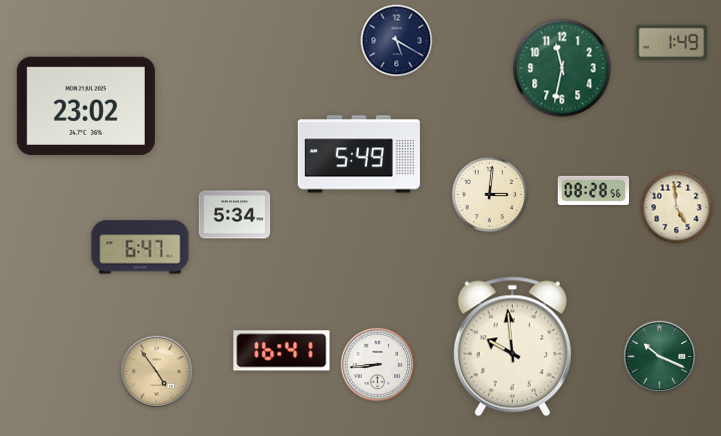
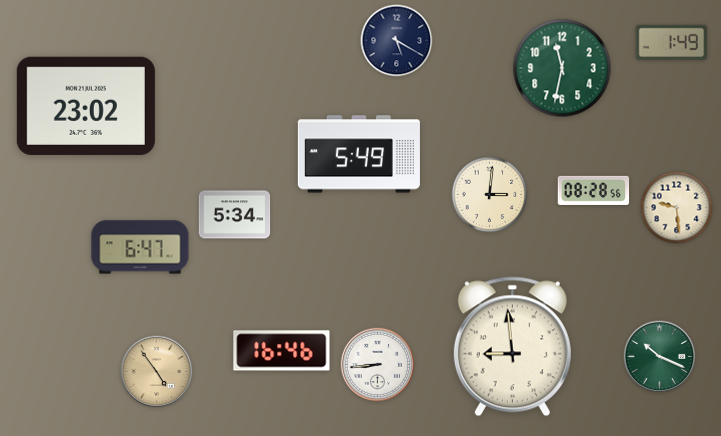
clock at (677, 208): 4:59 -> 9:29
clock at (512, 347): 9:59 -> 8:59
clock at (282, 351): 16:41 -> 16:46
